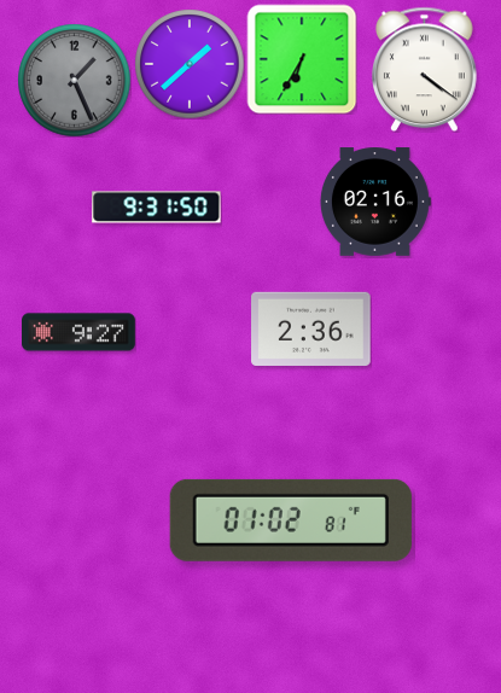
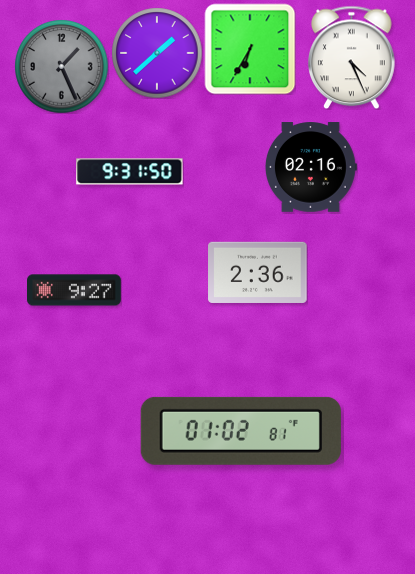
clock at (425, 69): 4:21 -> 4:26
clock at (80, 332) position: (80, 332) -> (75, 290)
